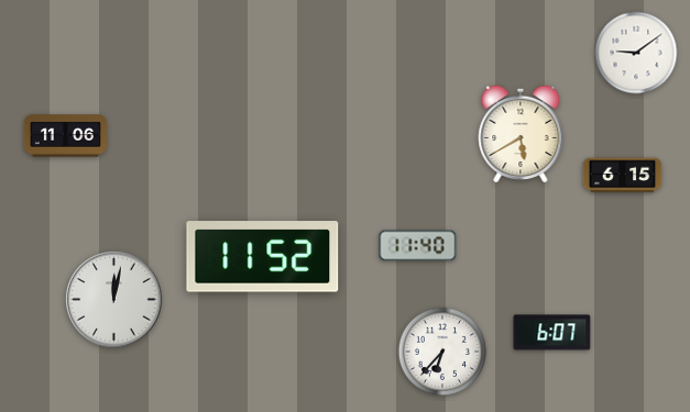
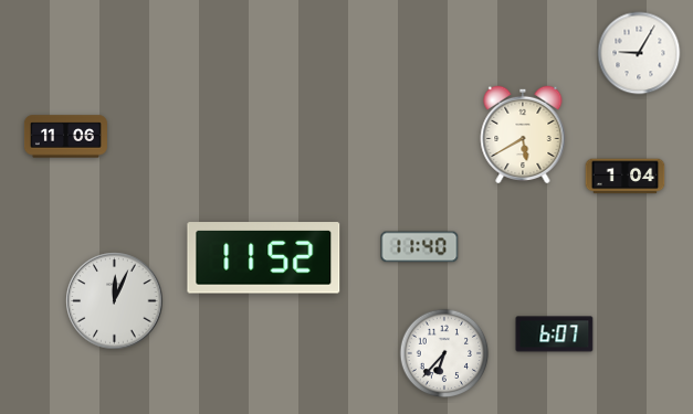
clock at (636, 53): 9:09 -> 9:05
clock at (623, 176): 6:15 -> 1:04
clock at (114, 300): 12:02 -> 12:04
